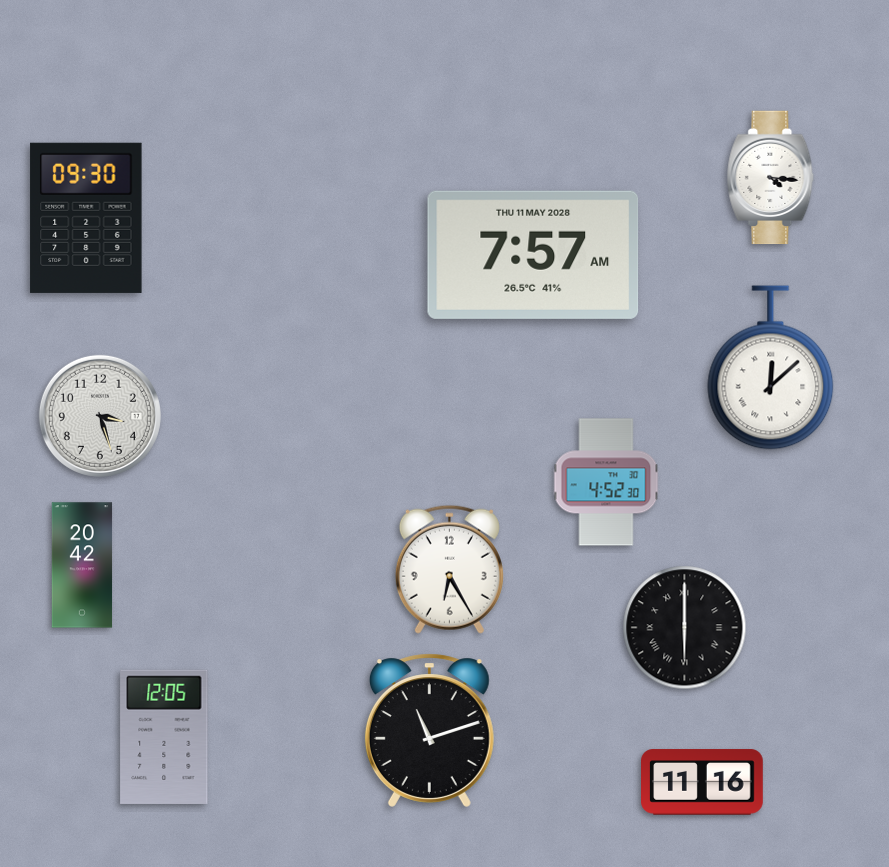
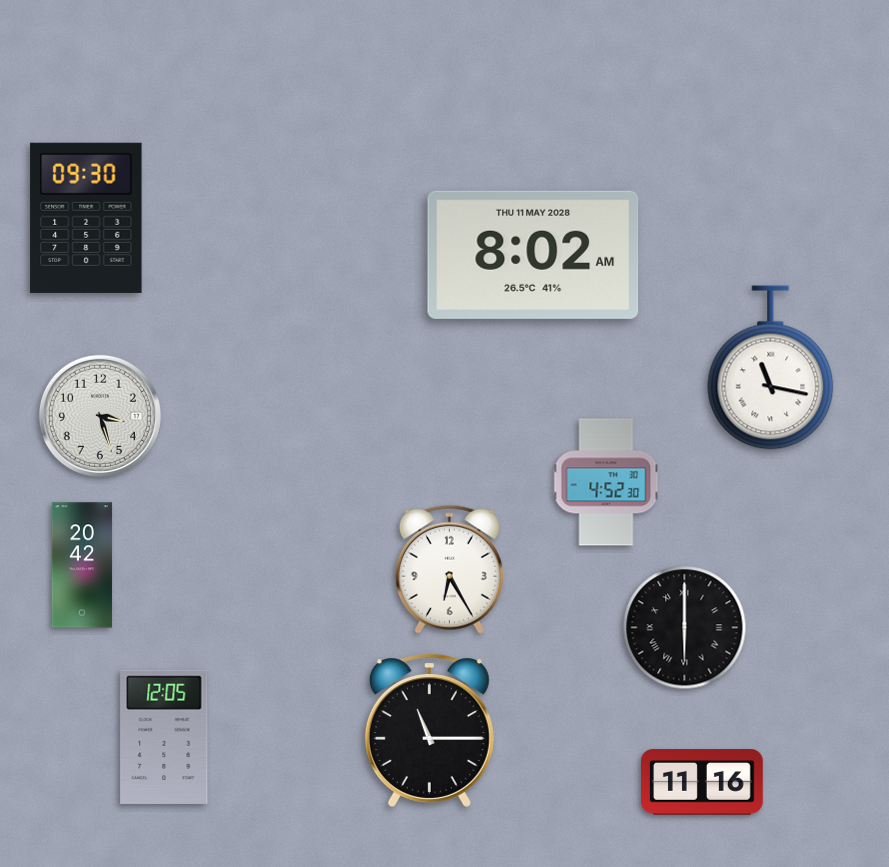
clock at (771, 178): 4:16 -> none
clock at (533, 255): 7:57 -> 8:02
clock at (771, 368): 12:08 -> 11:17
clock at (429, 730): 11:12 -> 11:15
